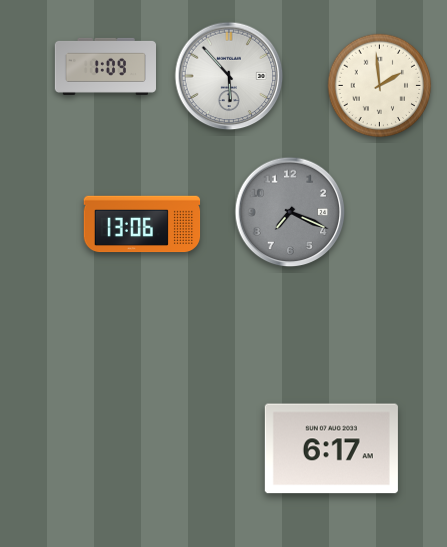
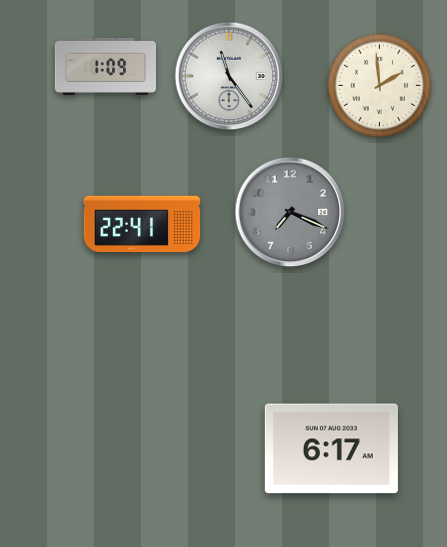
clock at (229, 76): 5:53 -> 11:24
clock at (142, 224): 13:06 -> 22:41
